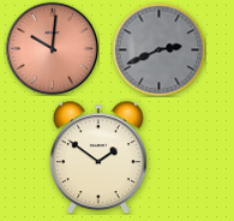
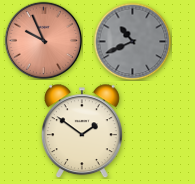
clock at (52, 48): 10:01 -> 9:56
clock at (158, 49): 2:41 -> 10:41
